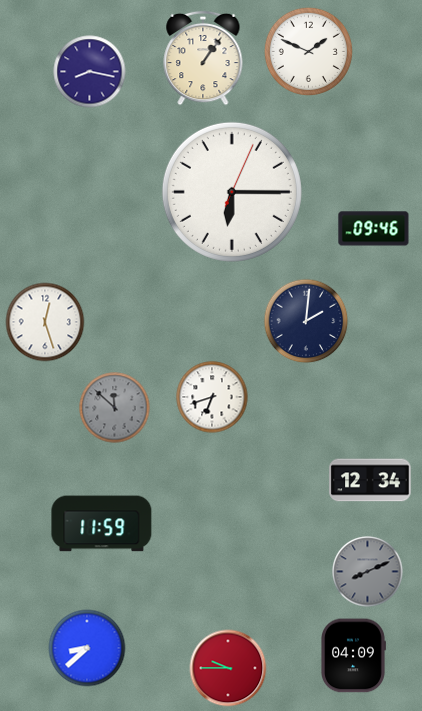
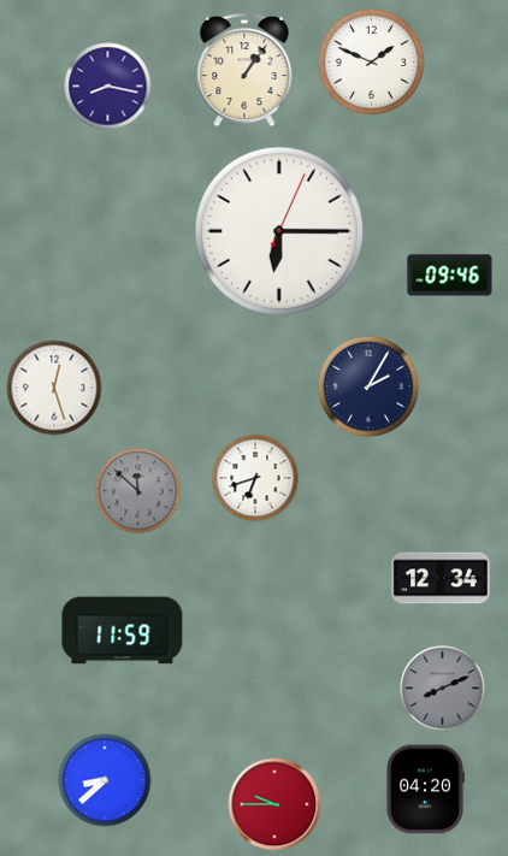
clock at (306, 321): 2:01 -> 2:05
clock at (370, 480) position: (370, 480) -> (441, 578)
clock at (354, 656): 04:09 -> 04:20
